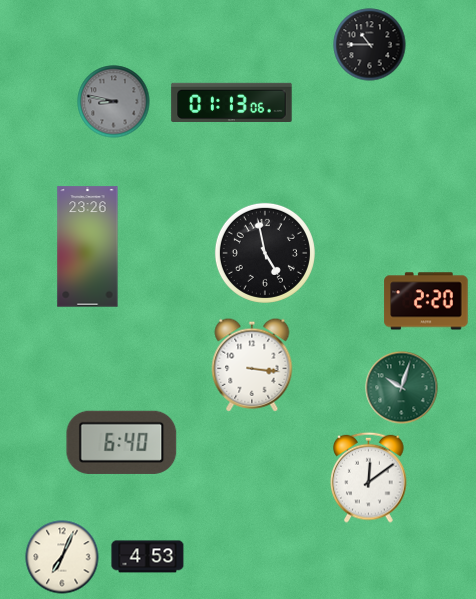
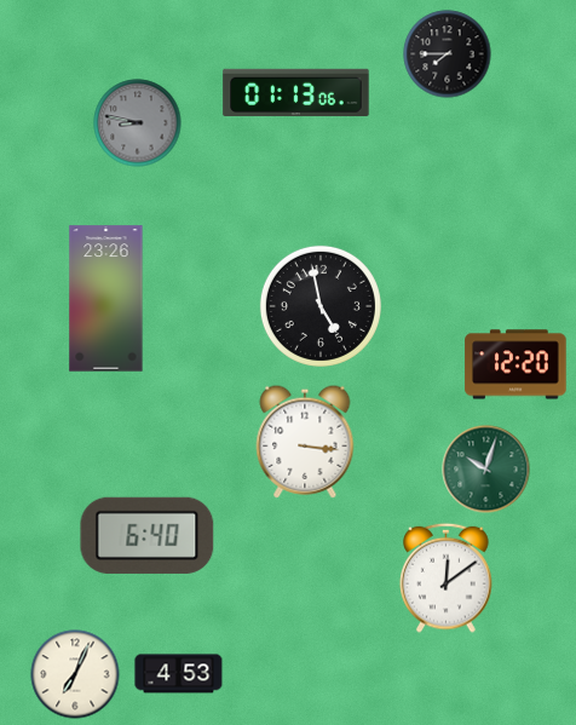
clock at (370, 45): 10:45 -> 7:45
clock at (232, 102) position: (232, 102) -> (296, 92)
clock at (426, 301): 2:20 -> 12:20
